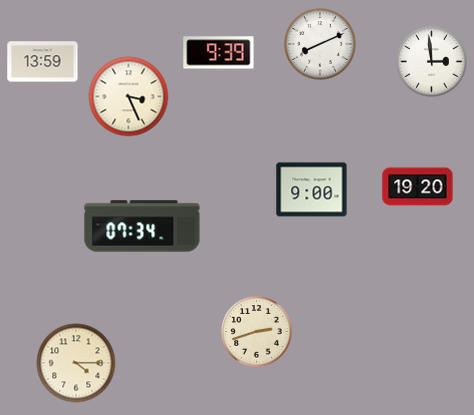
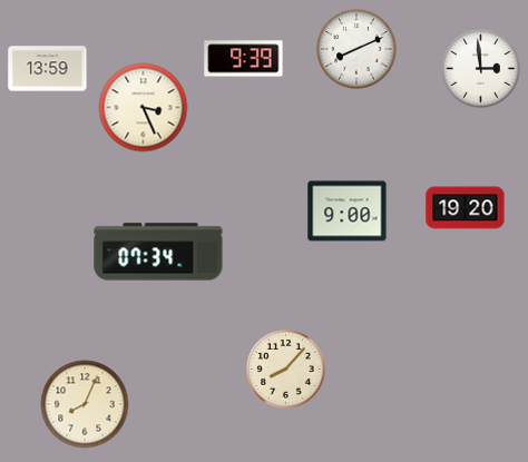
clock at (257, 332): 2:42 -> 8:07
clock at (76, 363): 4:15 -> 8:04
